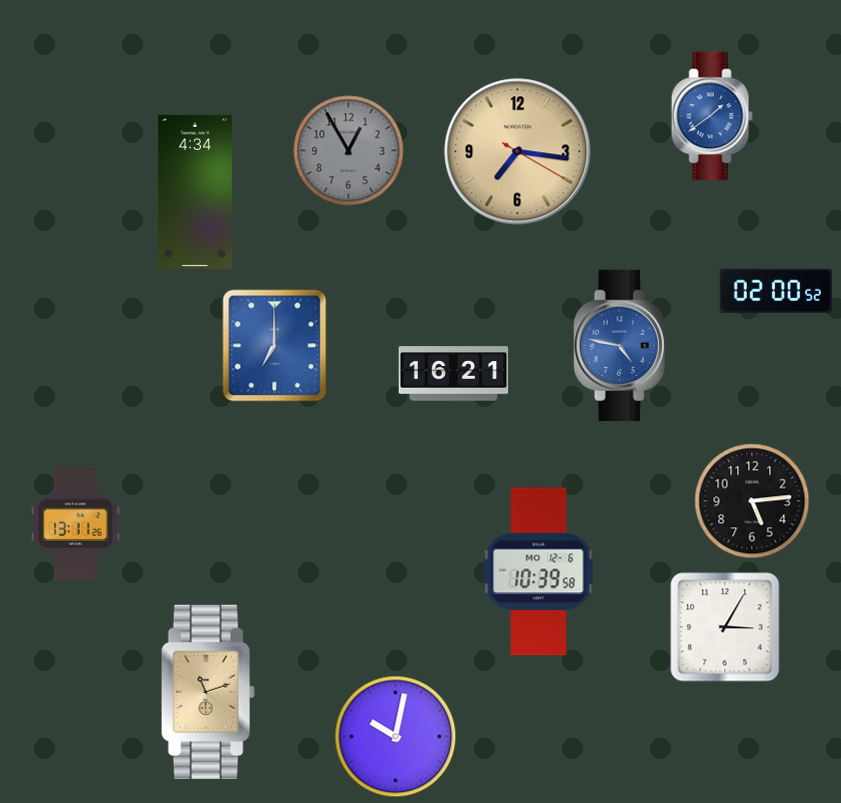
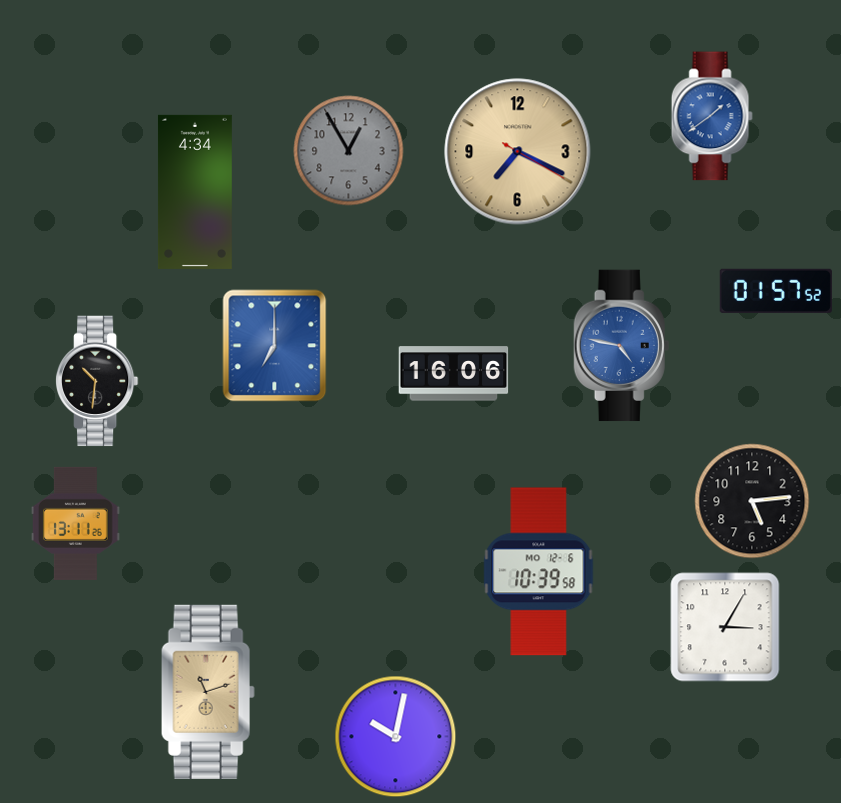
clock at (518, 152): 7:16 -> 7:19
clock at (776, 291): 02:00 -> 01:57
clock at (454, 374): 16:21 -> 16:06
clock at (97, 381): none -> 10:31
